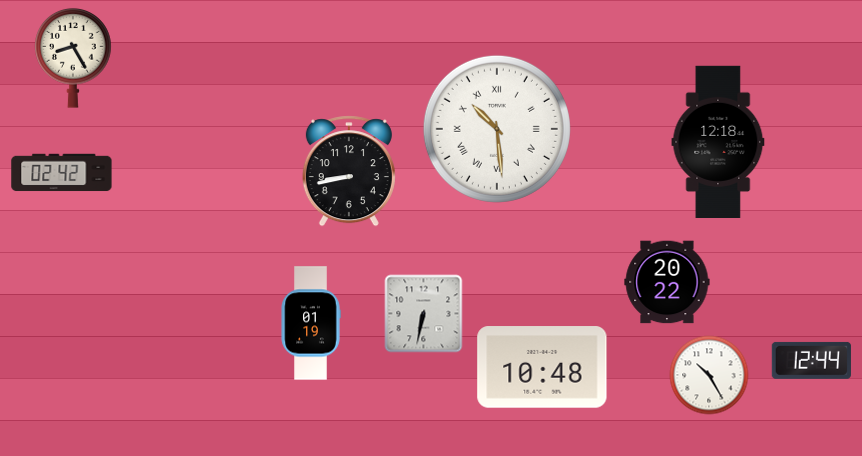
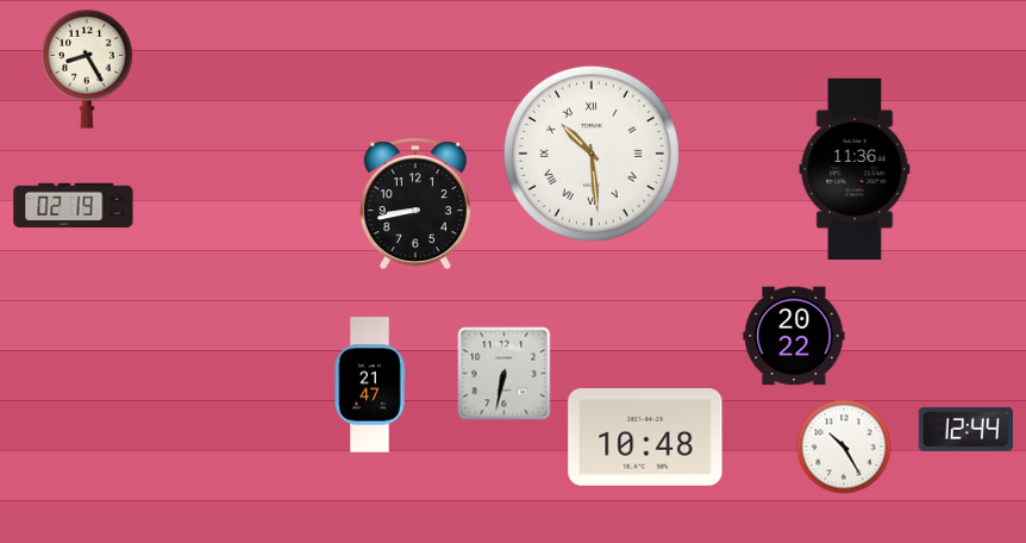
clock at (718, 141): 12:18 -> 11:36
clock at (62, 173): 02:42 -> 02:19
clock at (311, 323): 01:19 -> 21:47
